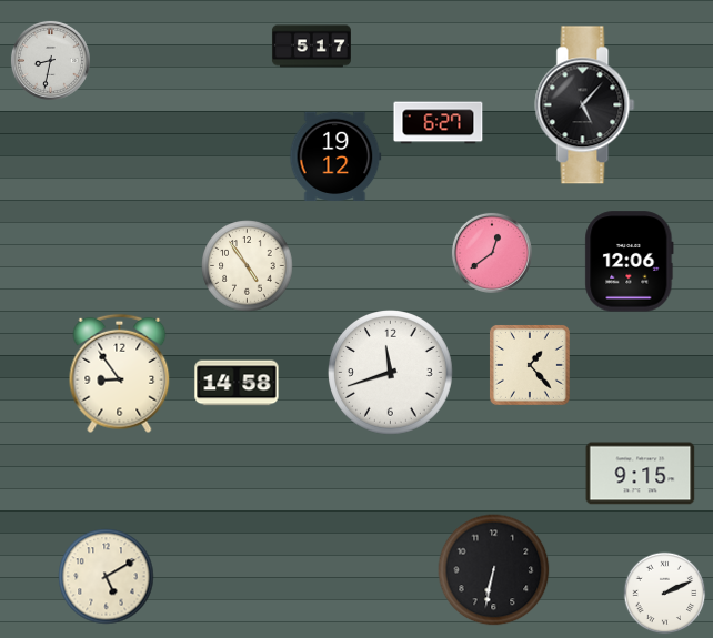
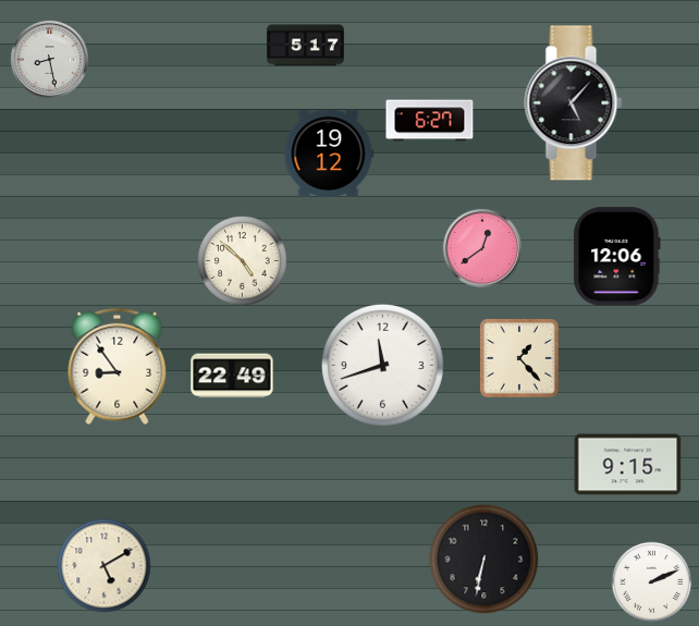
clock at (50, 60): 8:32 -> 8:28
clock at (248, 266): 4:54 -> 4:52
clock at (237, 383): 14:58 -> 22:49
